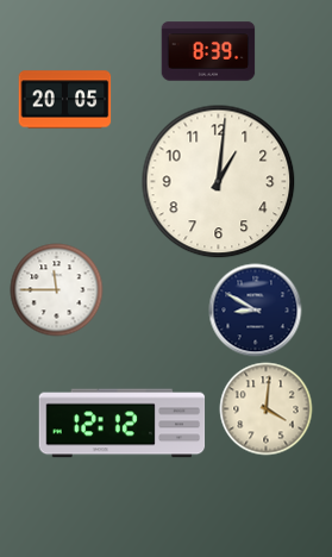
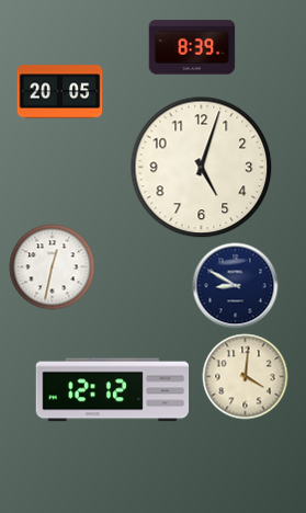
clock at (218, 181): 1:01 -> 5:03
clock at (56, 289): 11:45 -> 12:32
